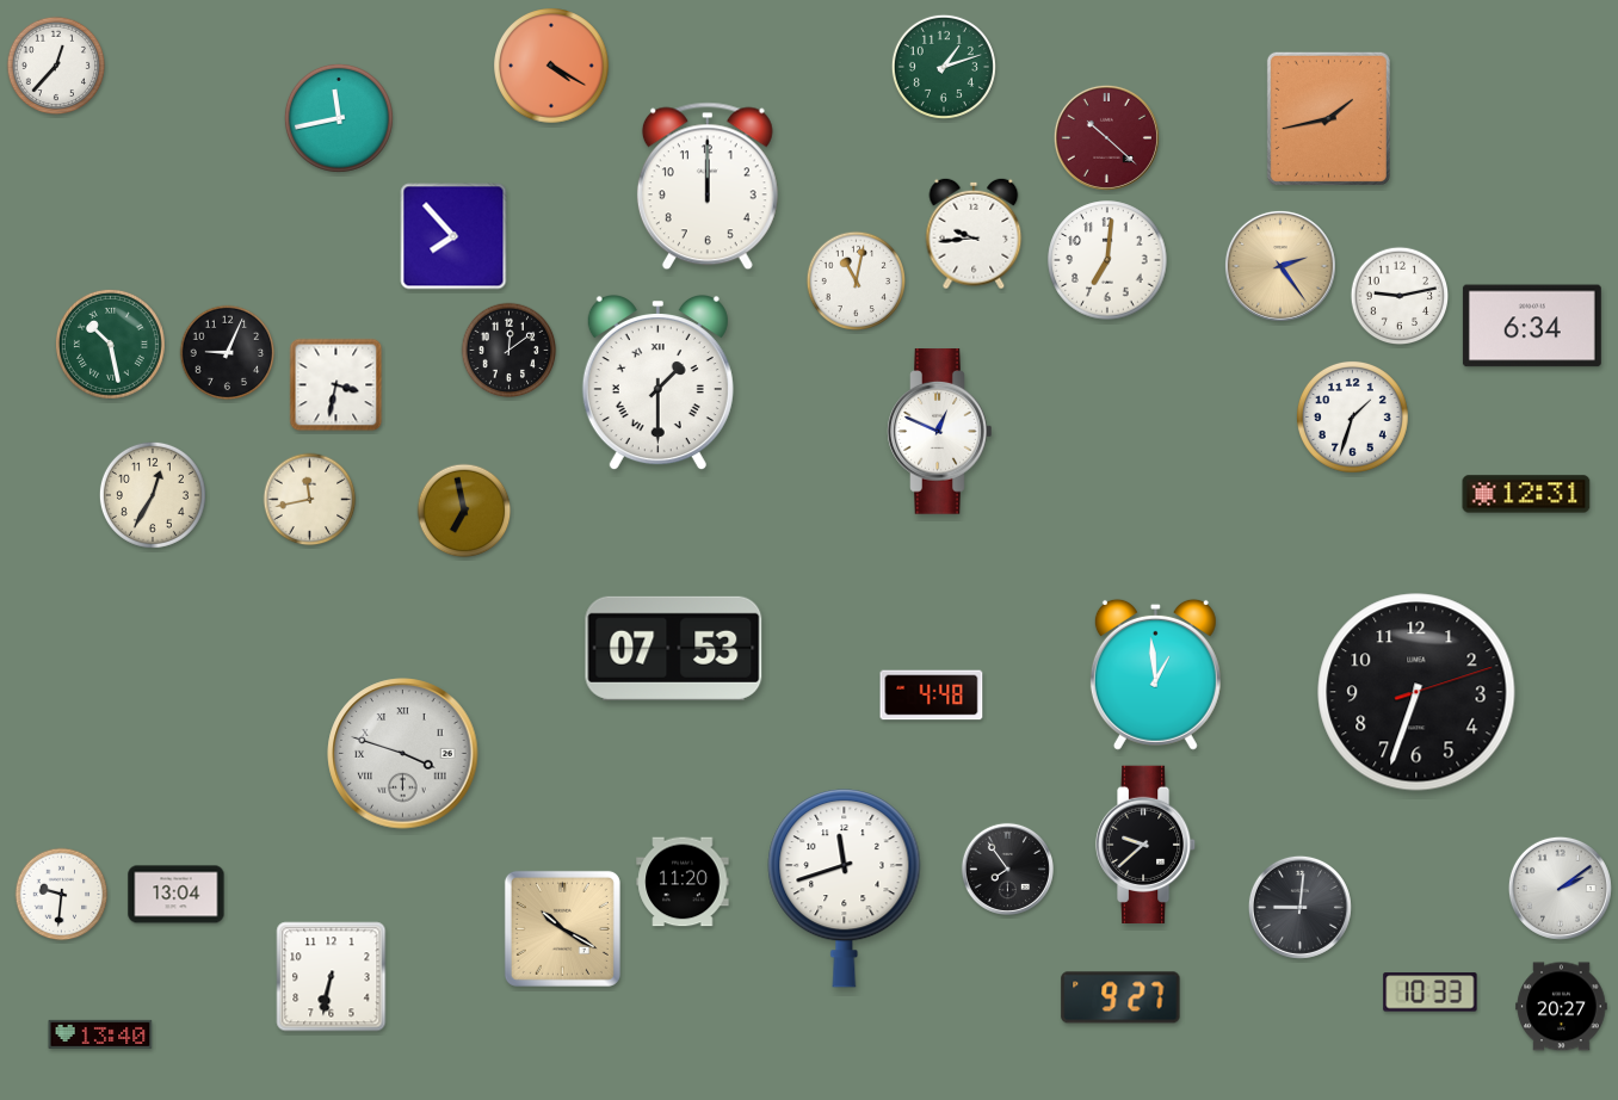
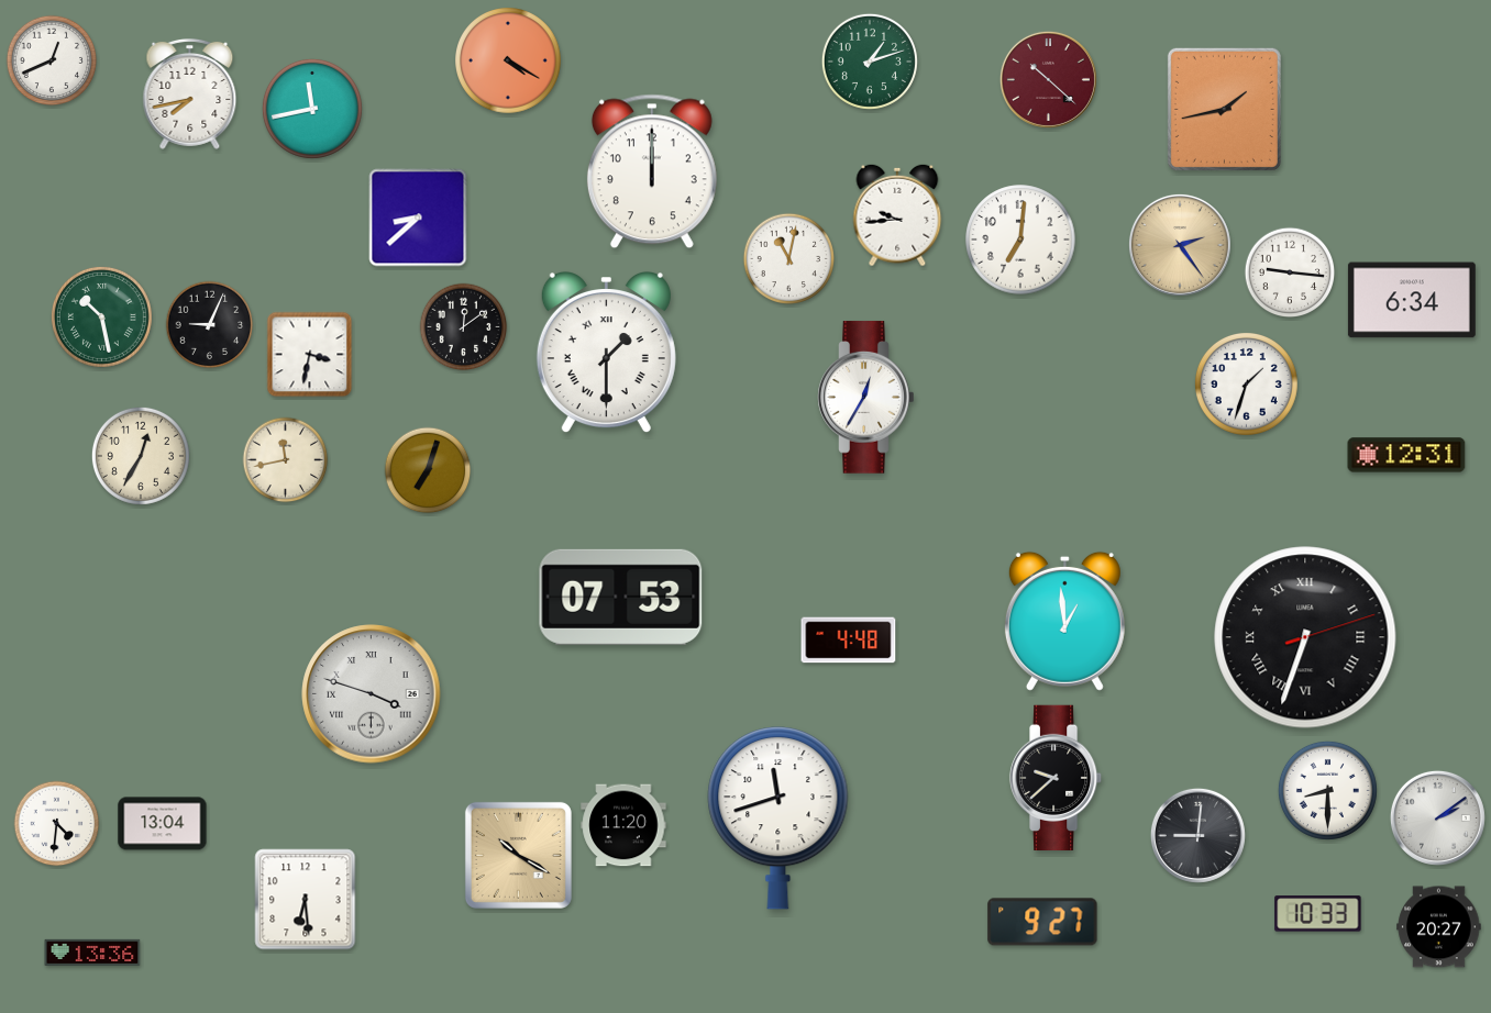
clock at (56, 66): 12:37 -> 12:41
clock at (190, 93): none -> 7:43
clock at (1106, 137) position: (1106, 137) -> (1048, 79)
clock at (453, 236): 7:53 -> 8:38
clock at (1400, 296): 9:13 -> 9:16
clock at (510, 351) position: (510, 351) -> (464, 327)
clock at (940, 432): 12:49 -> 12:35
clock at (464, 511): 6:58 -> 7:03
clock at (1416, 692) numerals: Arabic -> Roman
clock at (932, 696) position: (932, 696) -> (849, 641)
clock at (1327, 790): none -> 8:30
clock at (1007, 869): 7:54 -> none
clock at (683, 882) position: (683, 882) -> (623, 825)
clock at (62, 895): 9:31 -> 4:31
clock at (332, 977): 6:32 -> 6:29
clock at (1120, 997) position: (1120, 997) -> (1042, 922)
clock at (100, 1034): 13:40 -> 13:36
